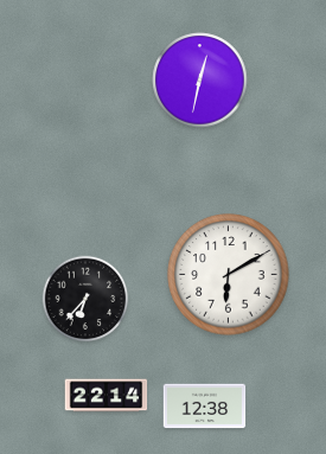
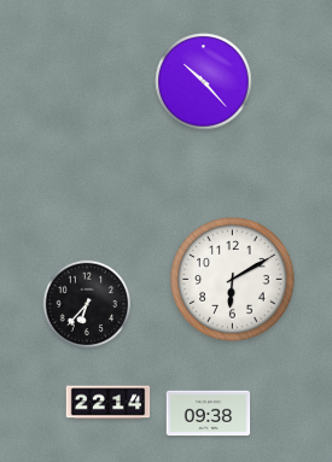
clock at (200, 81): 12:32 -> 10:23
clock at (205, 407): 12:38 -> 09:38
